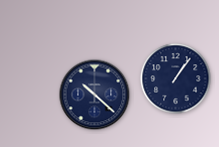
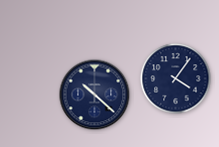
clock at (176, 79): 1:06 -> 4:06
